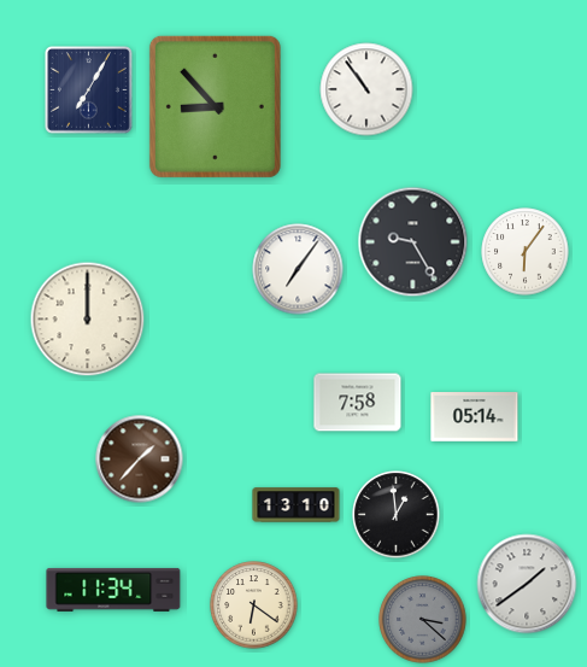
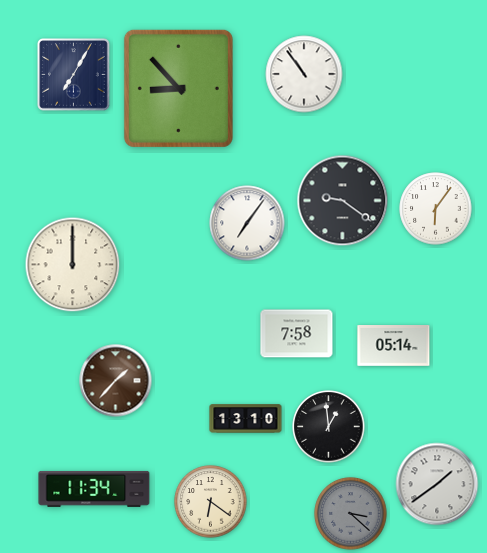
clock at (413, 242): 9:25 -> 9:21
